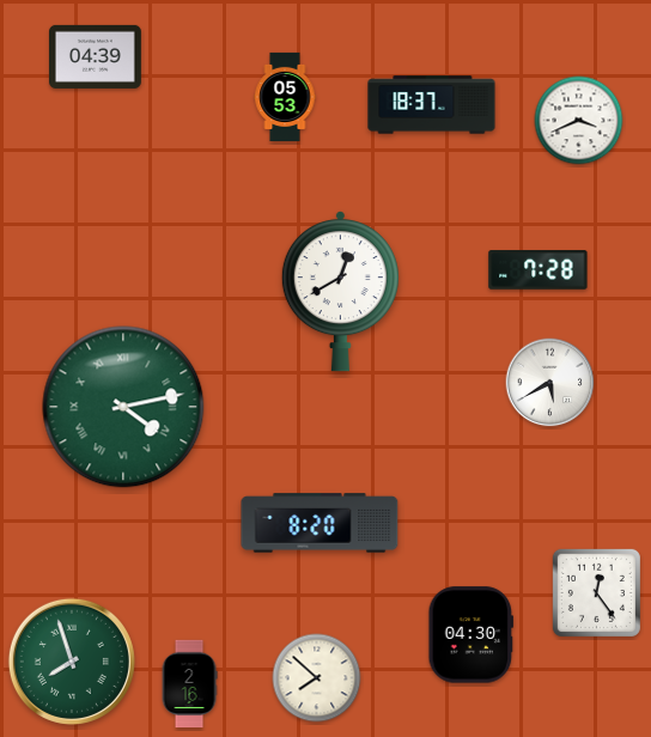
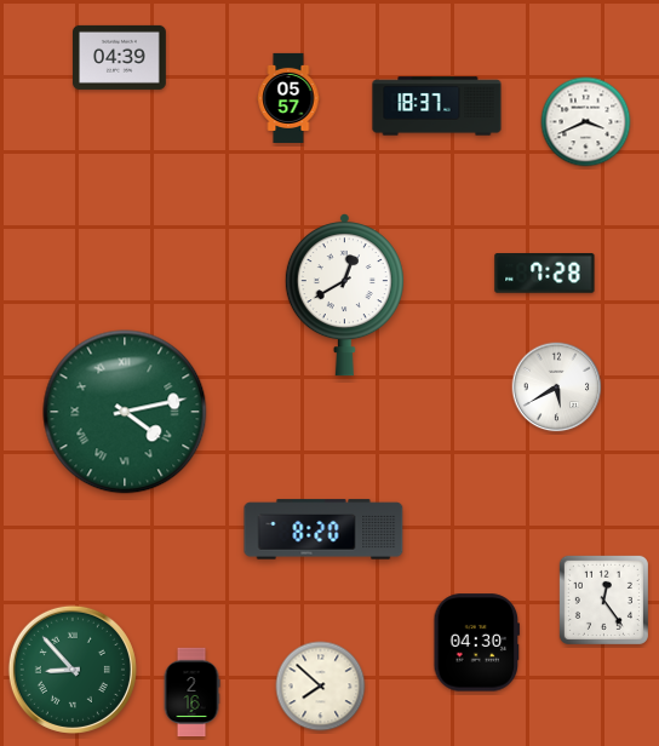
clock at (96, 56) position: (96, 56) -> (120, 57)
clock at (285, 96): 05:53 -> 05:57
clock at (72, 662): 7:57 -> 8:53
